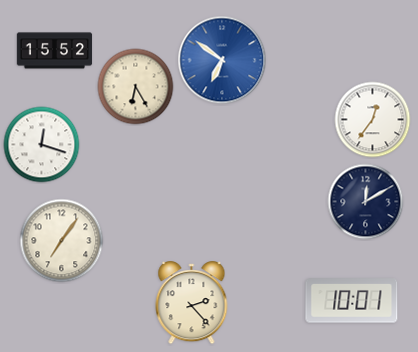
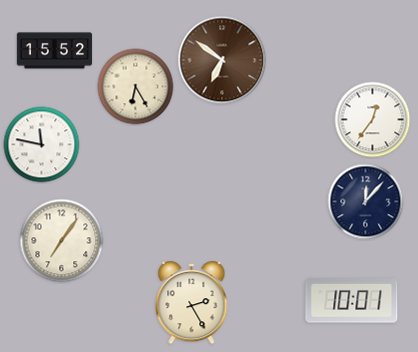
clock at (222, 60) dial: blue -> brown
clock at (42, 145): 12:18 -> 11:47
clock at (366, 202): 12:10 -> 12:07
clock at (192, 304): 2:23 -> 2:25
